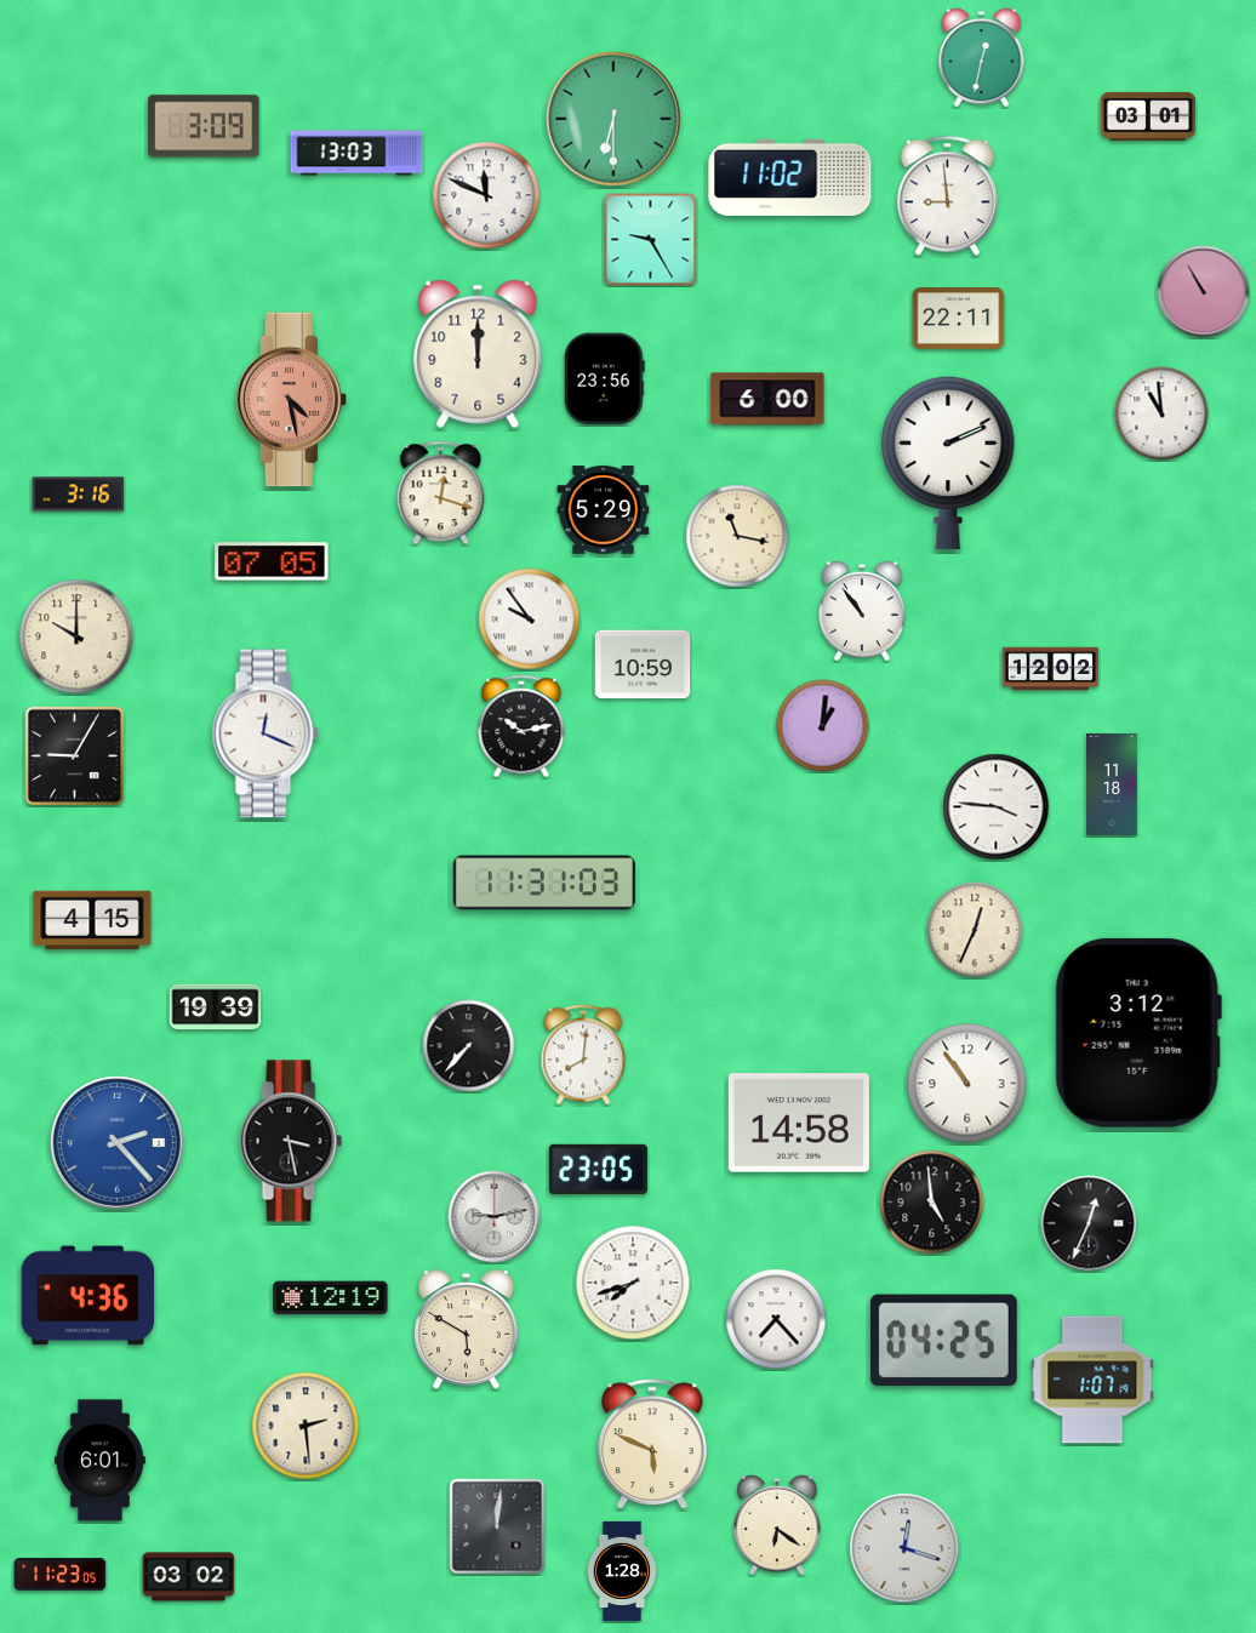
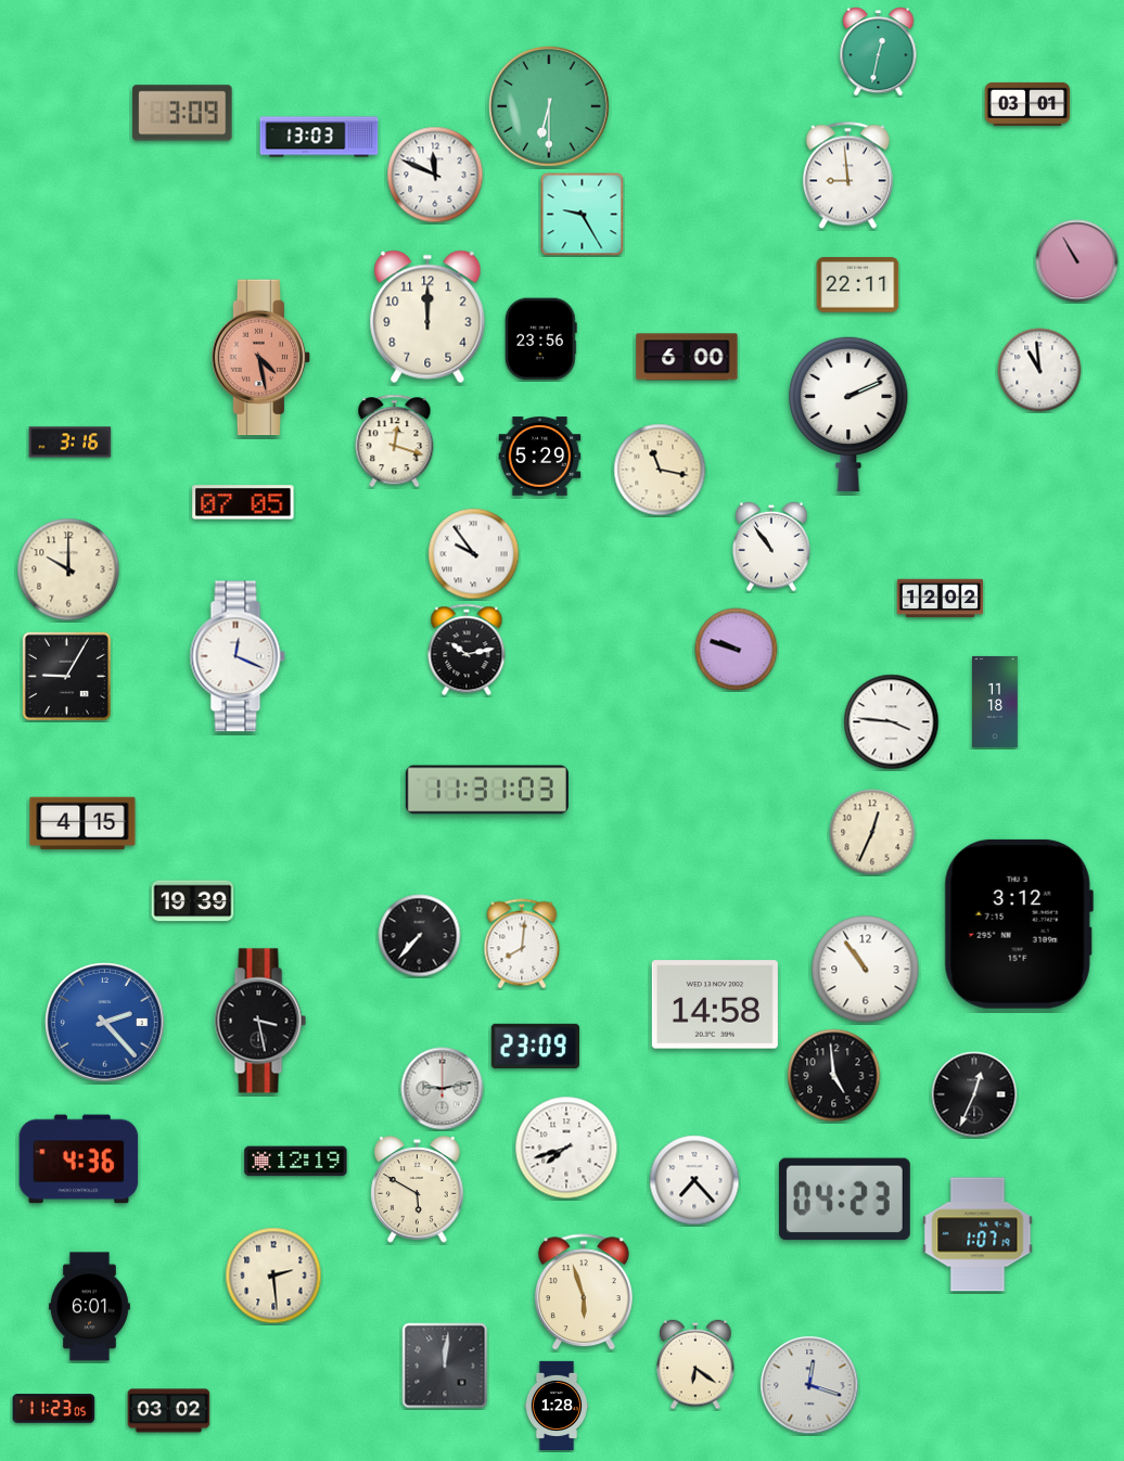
clock at (790, 177): 11:02 -> none
clock at (737, 536) position: (737, 536) -> (660, 470)
clock at (643, 664): 10:59 -> none
clock at (823, 726): 1:01 -> 9:48
clock at (598, 1169): 23:05 -> 23:09
clock at (943, 1341): 04:25 -> 04:23
clock at (652, 1445): 5:49 -> 5:57
